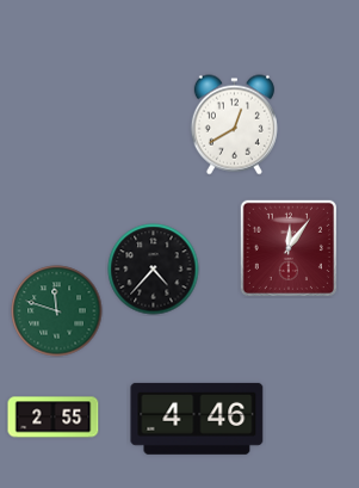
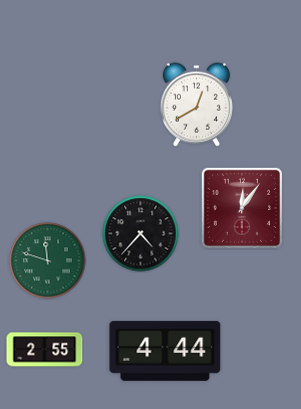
clock at (154, 270) position: (154, 270) -> (141, 234)
clock at (197, 419): 4:46 -> 4:44
